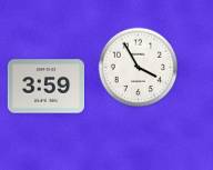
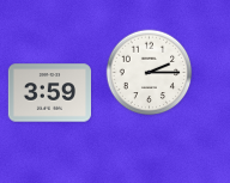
clock at (139, 68): 3:55 -> 2:15
